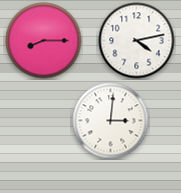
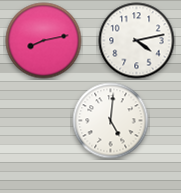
clock at (44, 41): 8:15 -> 8:13
clock at (111, 121): 3:01 -> 5:01
